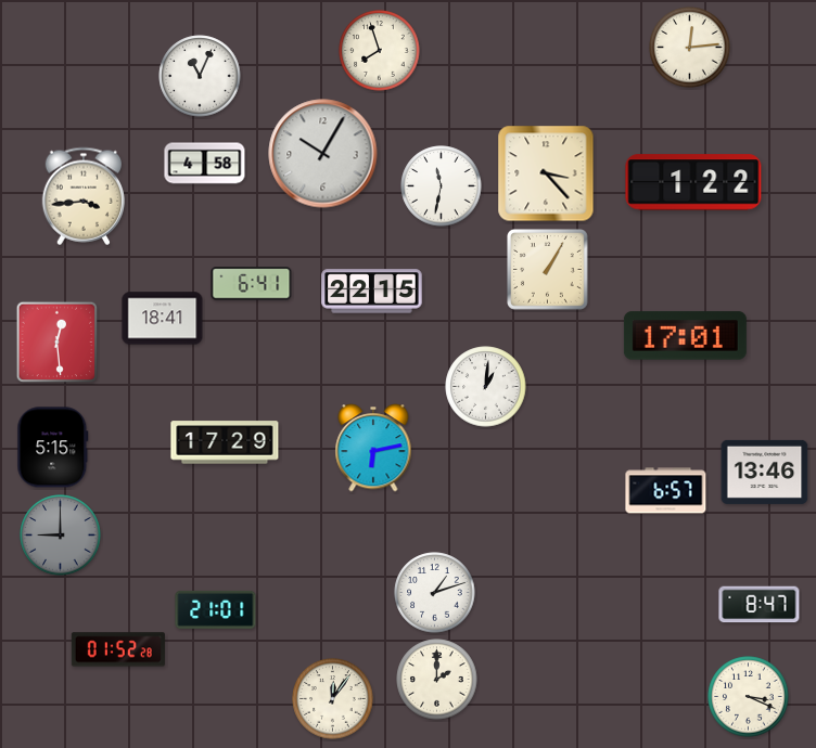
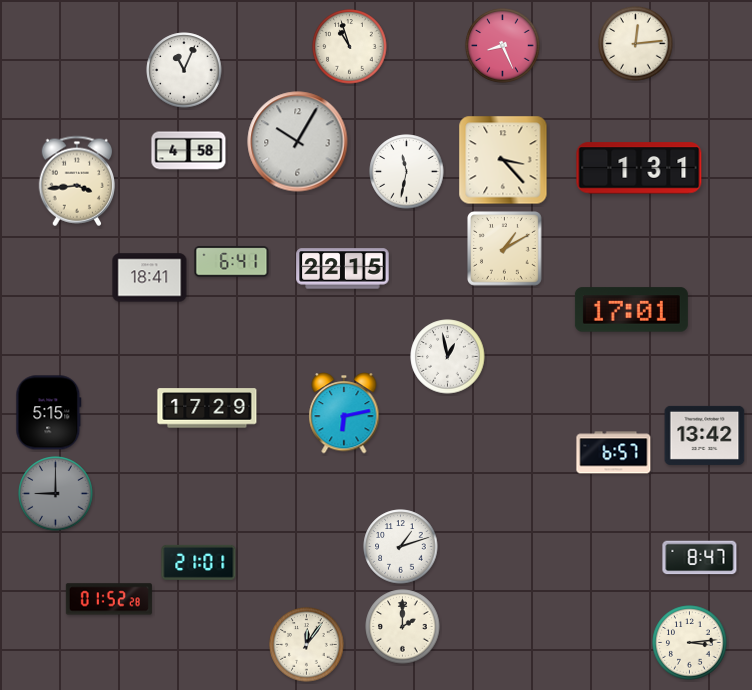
clock at (503, 46): none -> 8:26
clock at (380, 51): 7:57 -> 10:57
clock at (693, 182): 1:22 -> 1:31
clock at (548, 270): 1:05 -> 1:10
clock at (163, 319) position: (163, 319) -> (150, 278)
clock at (58, 343): 12:29 -> none
clock at (486, 387): 1:01 -> 12:58
clock at (765, 472): 13:46 -> 13:42
clock at (749, 697): 3:19 -> 3:14
